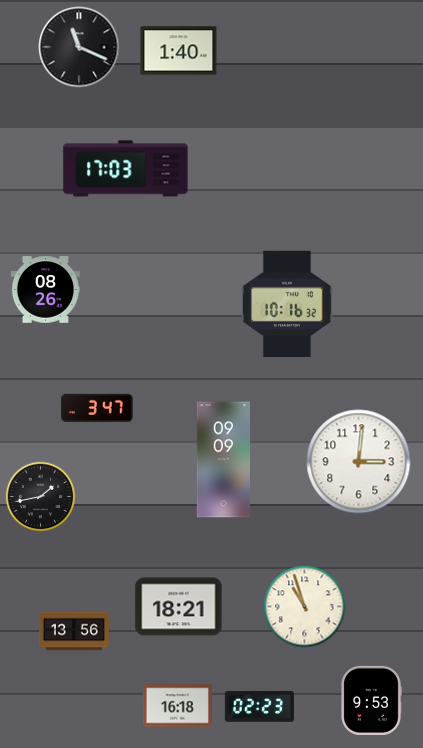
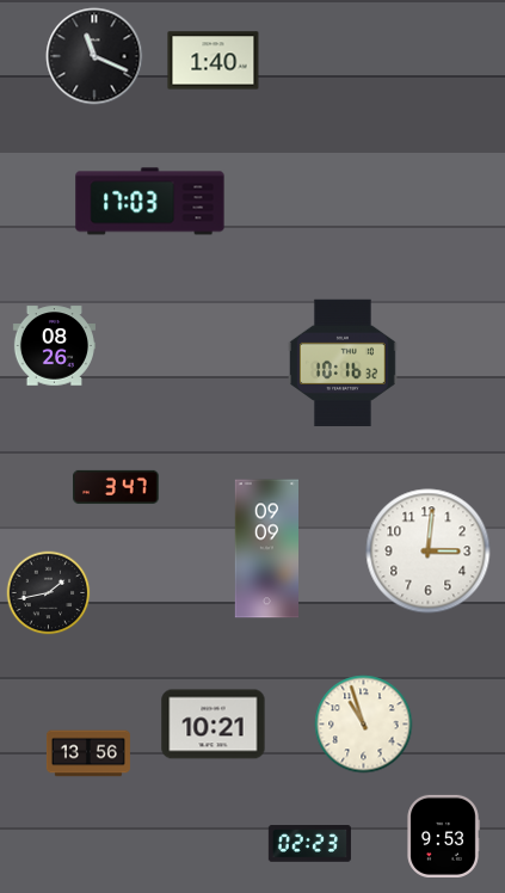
clock at (179, 607): 18:21 -> 10:21
clock at (177, 706): 16:18 -> none
